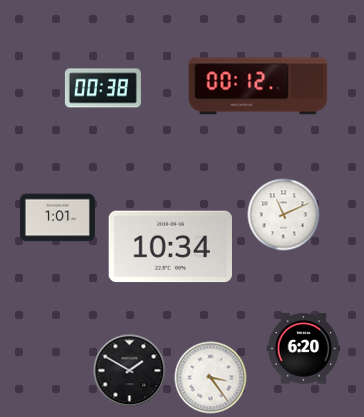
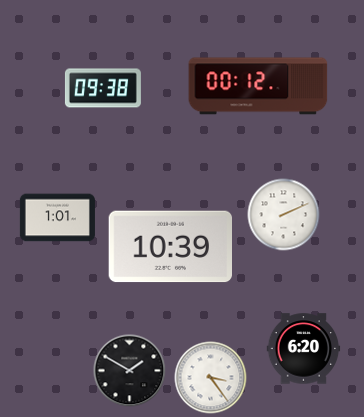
clock at (103, 88): 00:38 -> 09:38
clock at (284, 215): 11:11 -> 2:11
clock at (170, 247): 10:34 -> 10:39
